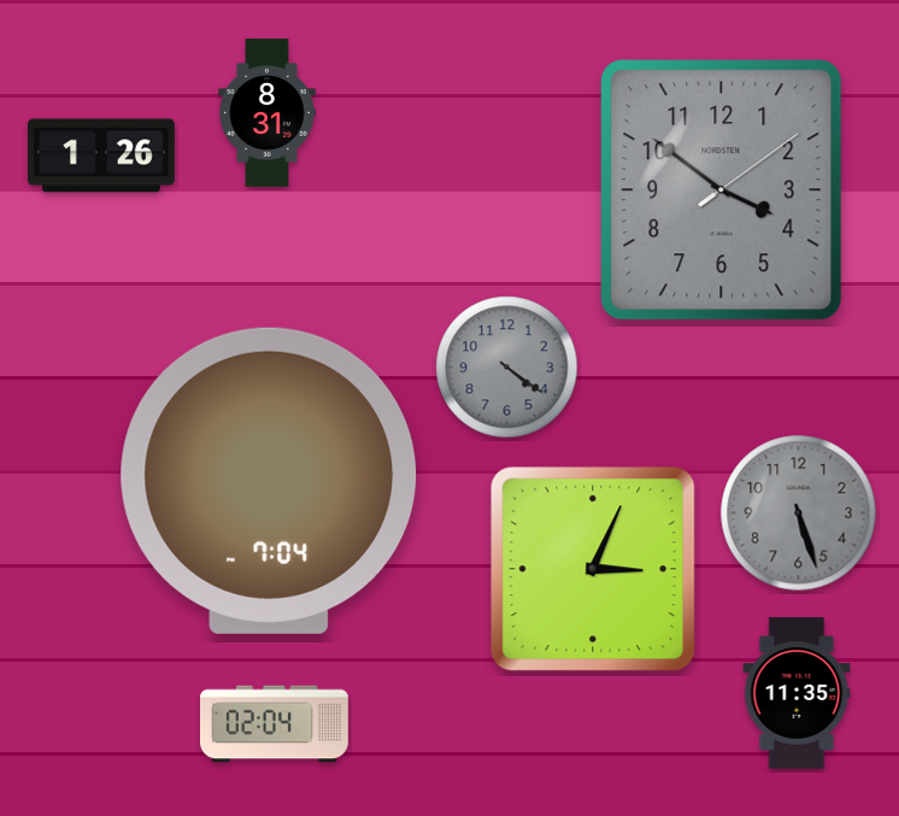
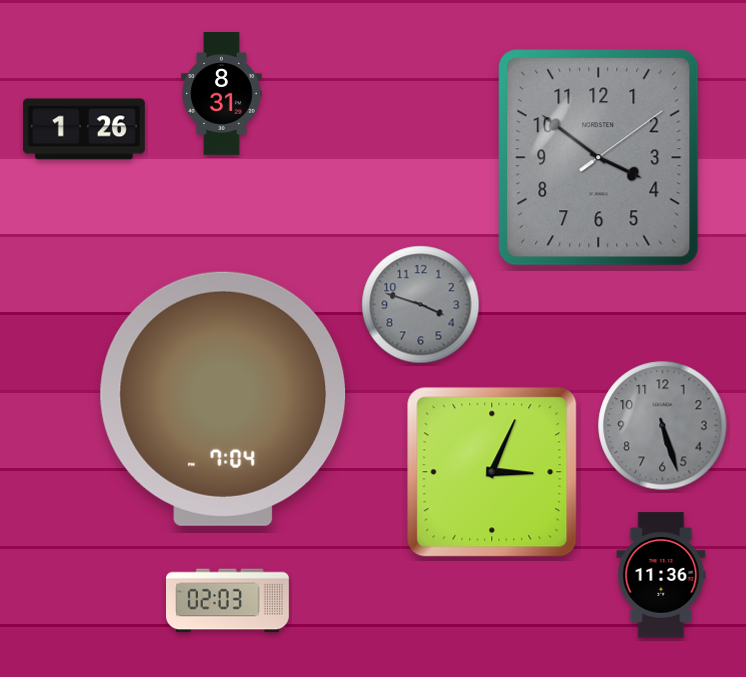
clock at (507, 368): 4:21 -> 3:48
clock at (797, 693): 11:35 -> 11:36
clock at (275, 724): 02:04 -> 02:03
